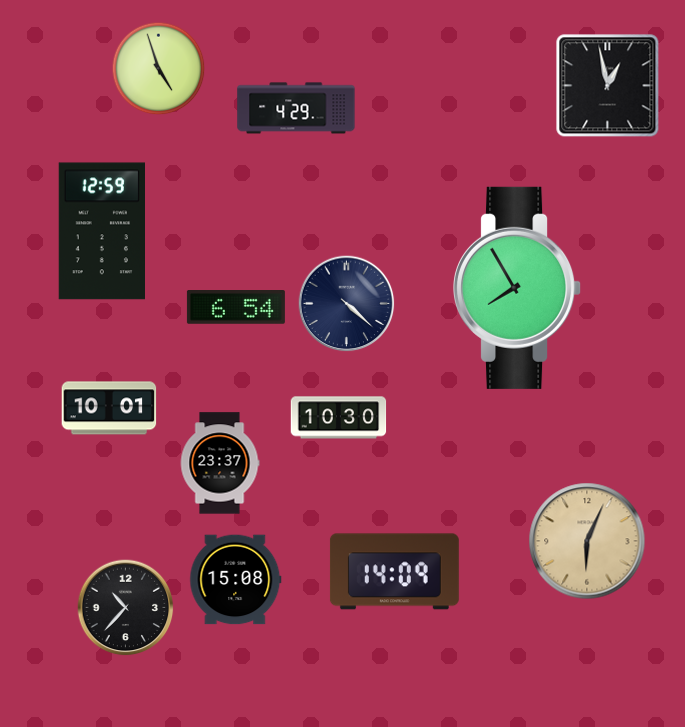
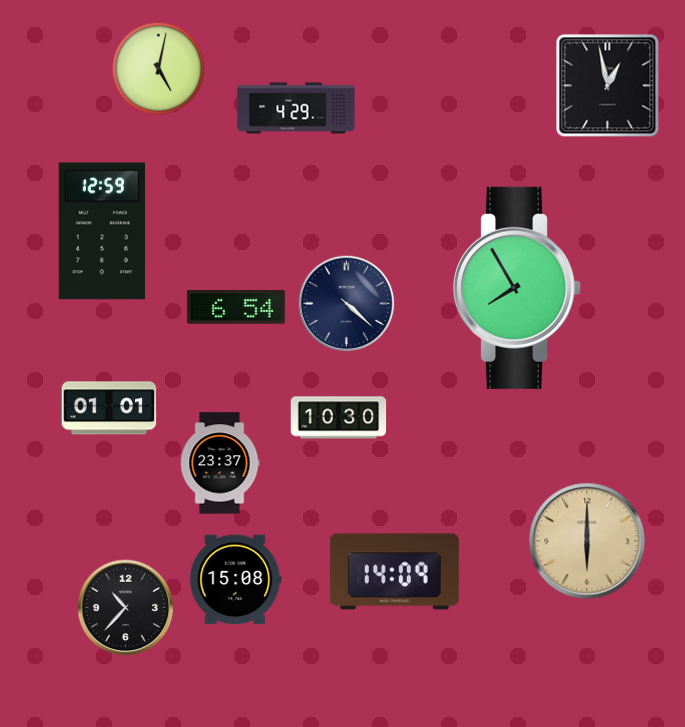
clock at (159, 69): 4:57 -> 5:02
clock at (109, 408): 10:01 -> 01:01
clock at (587, 541): 6:04 -> 6:00
